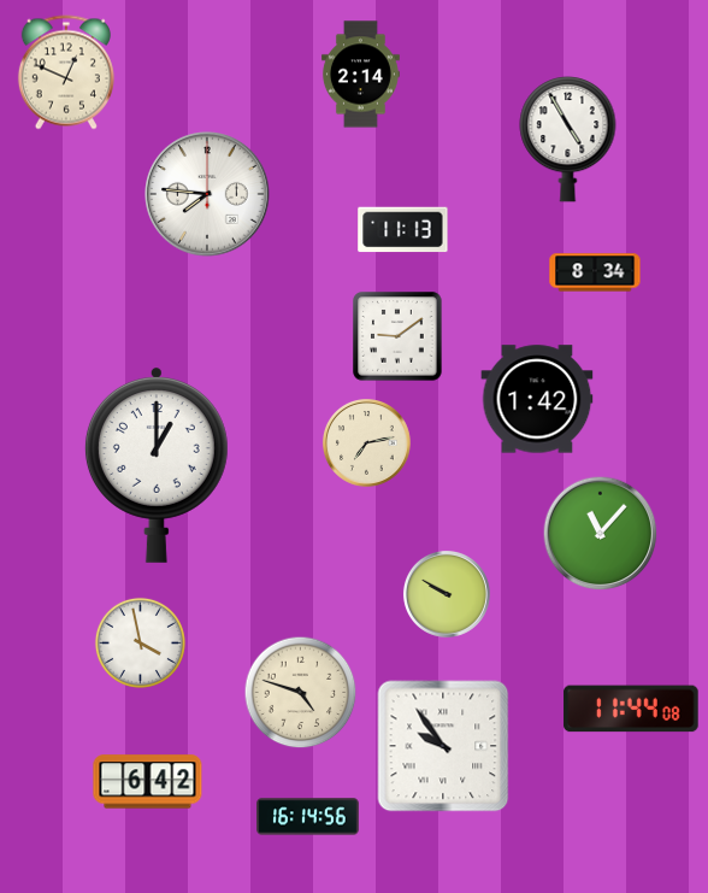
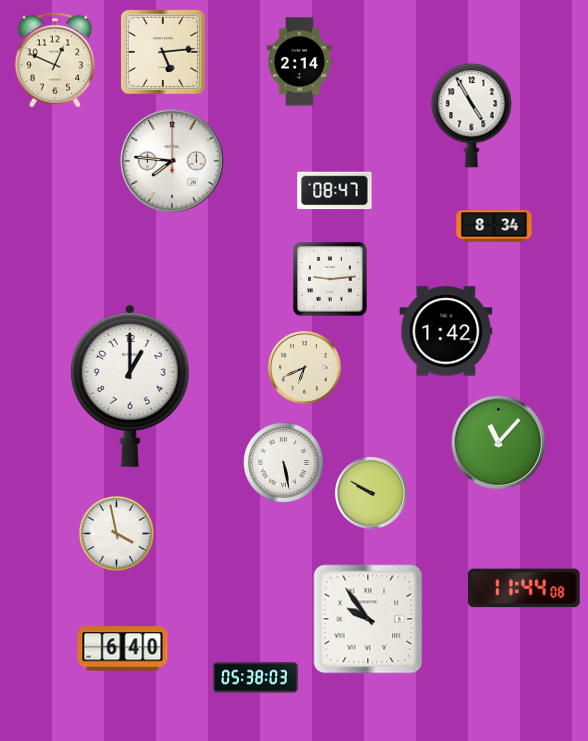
clock at (163, 52): none -> 5:14
clock at (403, 230): 11:13 -> 08:47
clock at (397, 336): 9:09 -> 9:14
clock at (367, 443): 7:13 -> 6:41
clock at (284, 463): none -> 5:28
clock at (301, 693): 4:48 -> none
clock at (148, 782): 6:42 -> 6:40
clock at (308, 817): 16:14 -> 05:38
